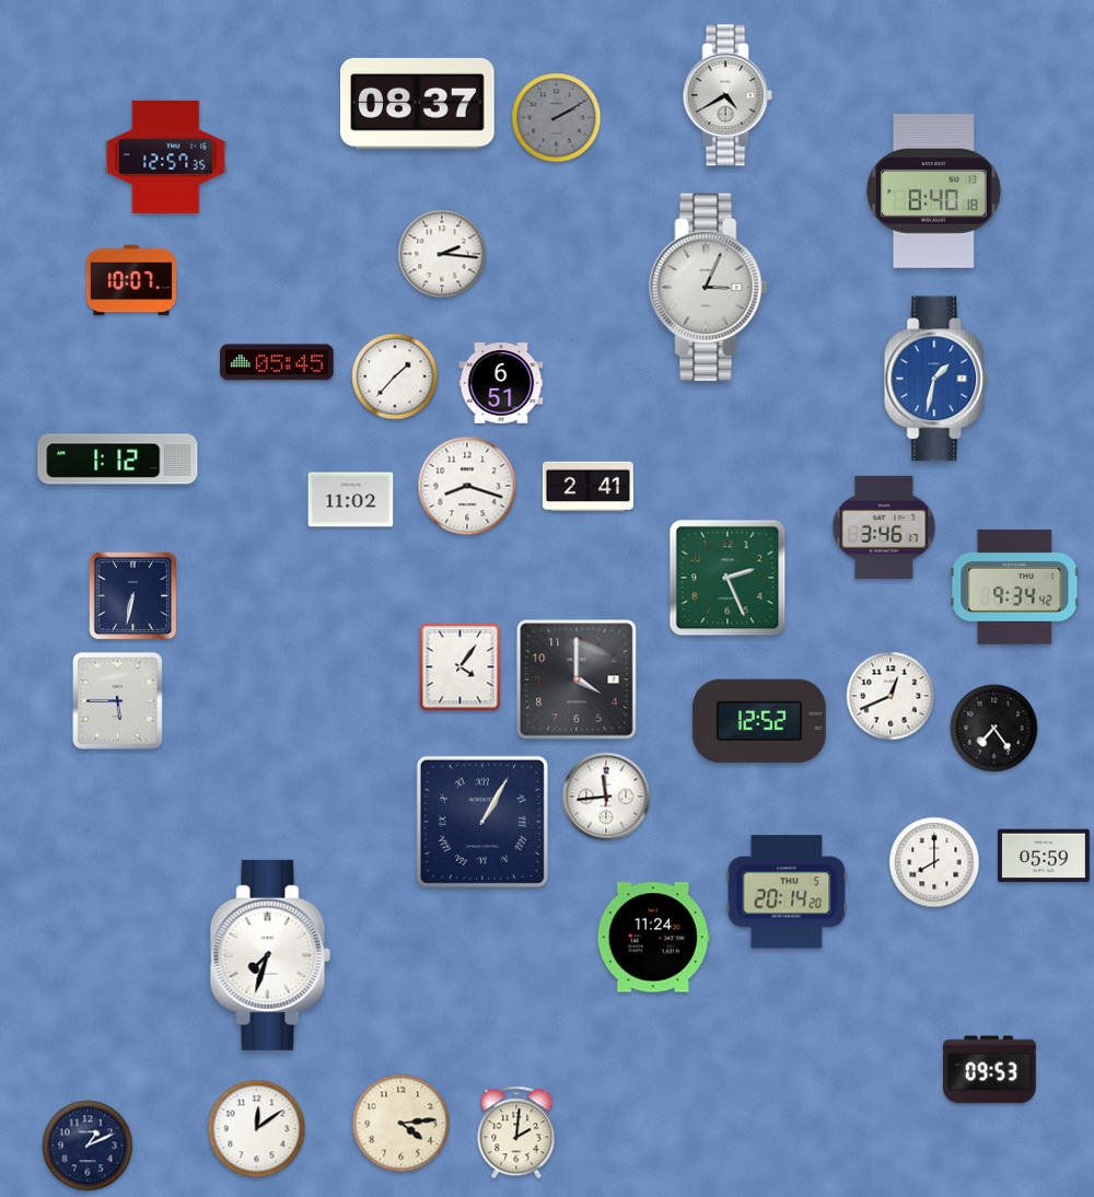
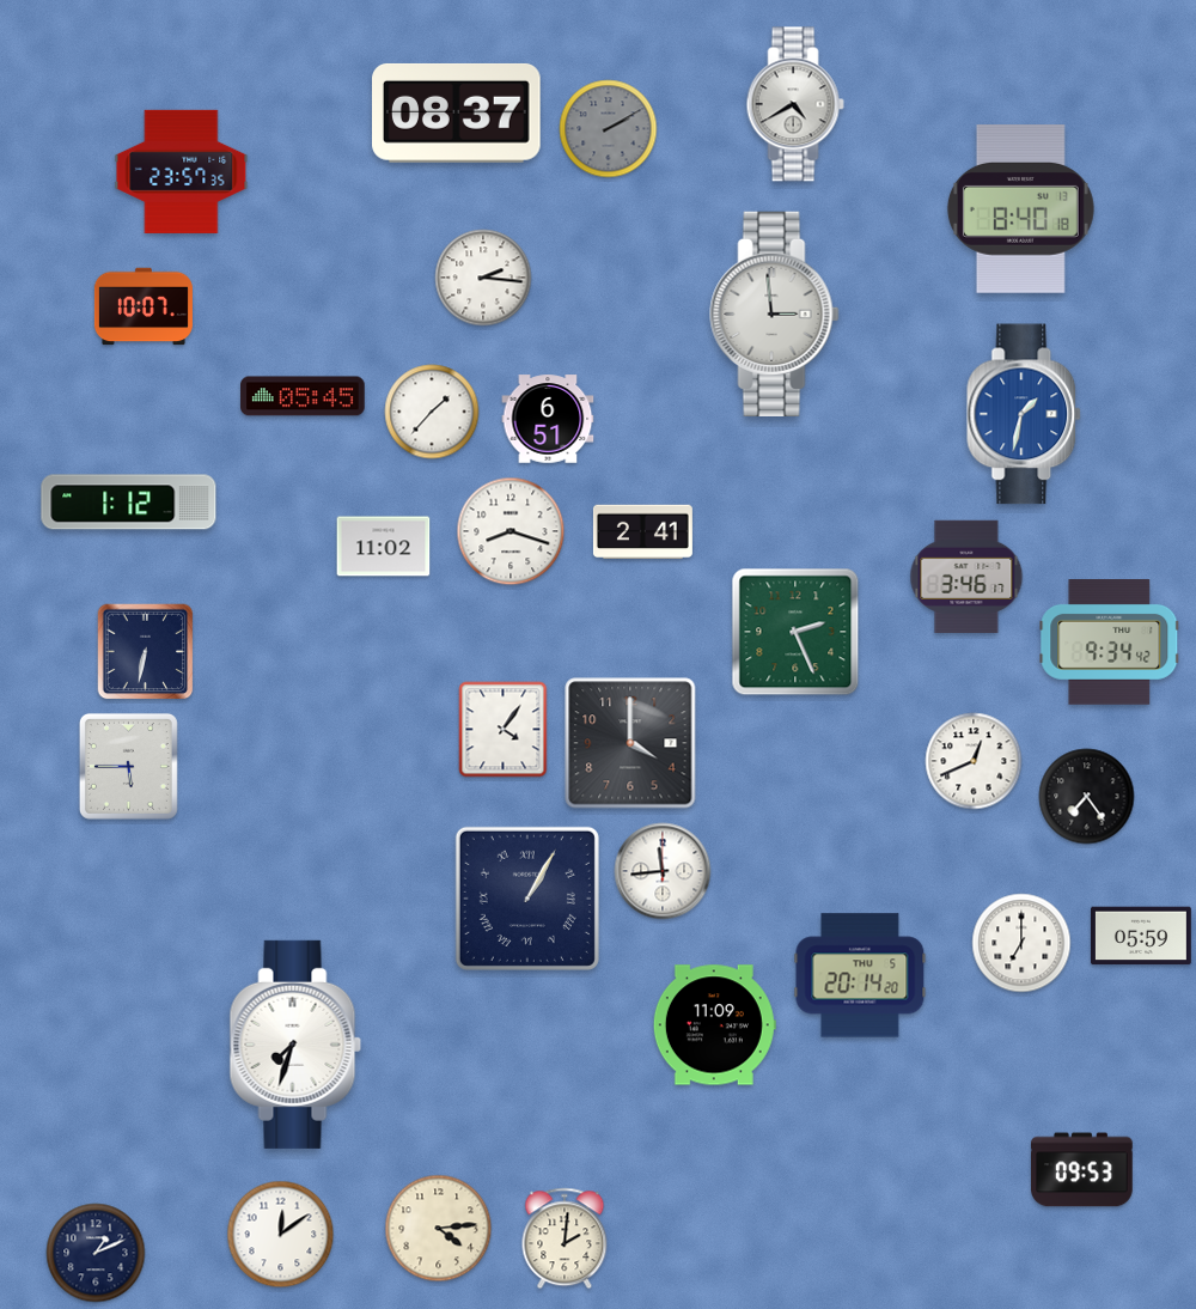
clock at (166, 156): 12:57 -> 23:57
clock at (709, 287): 3:04 -> 2:59
clock at (760, 721): 12:52 -> none
clock at (934, 862): 8:00 -> 7:00
clock at (653, 938): 11:24 -> 11:09
